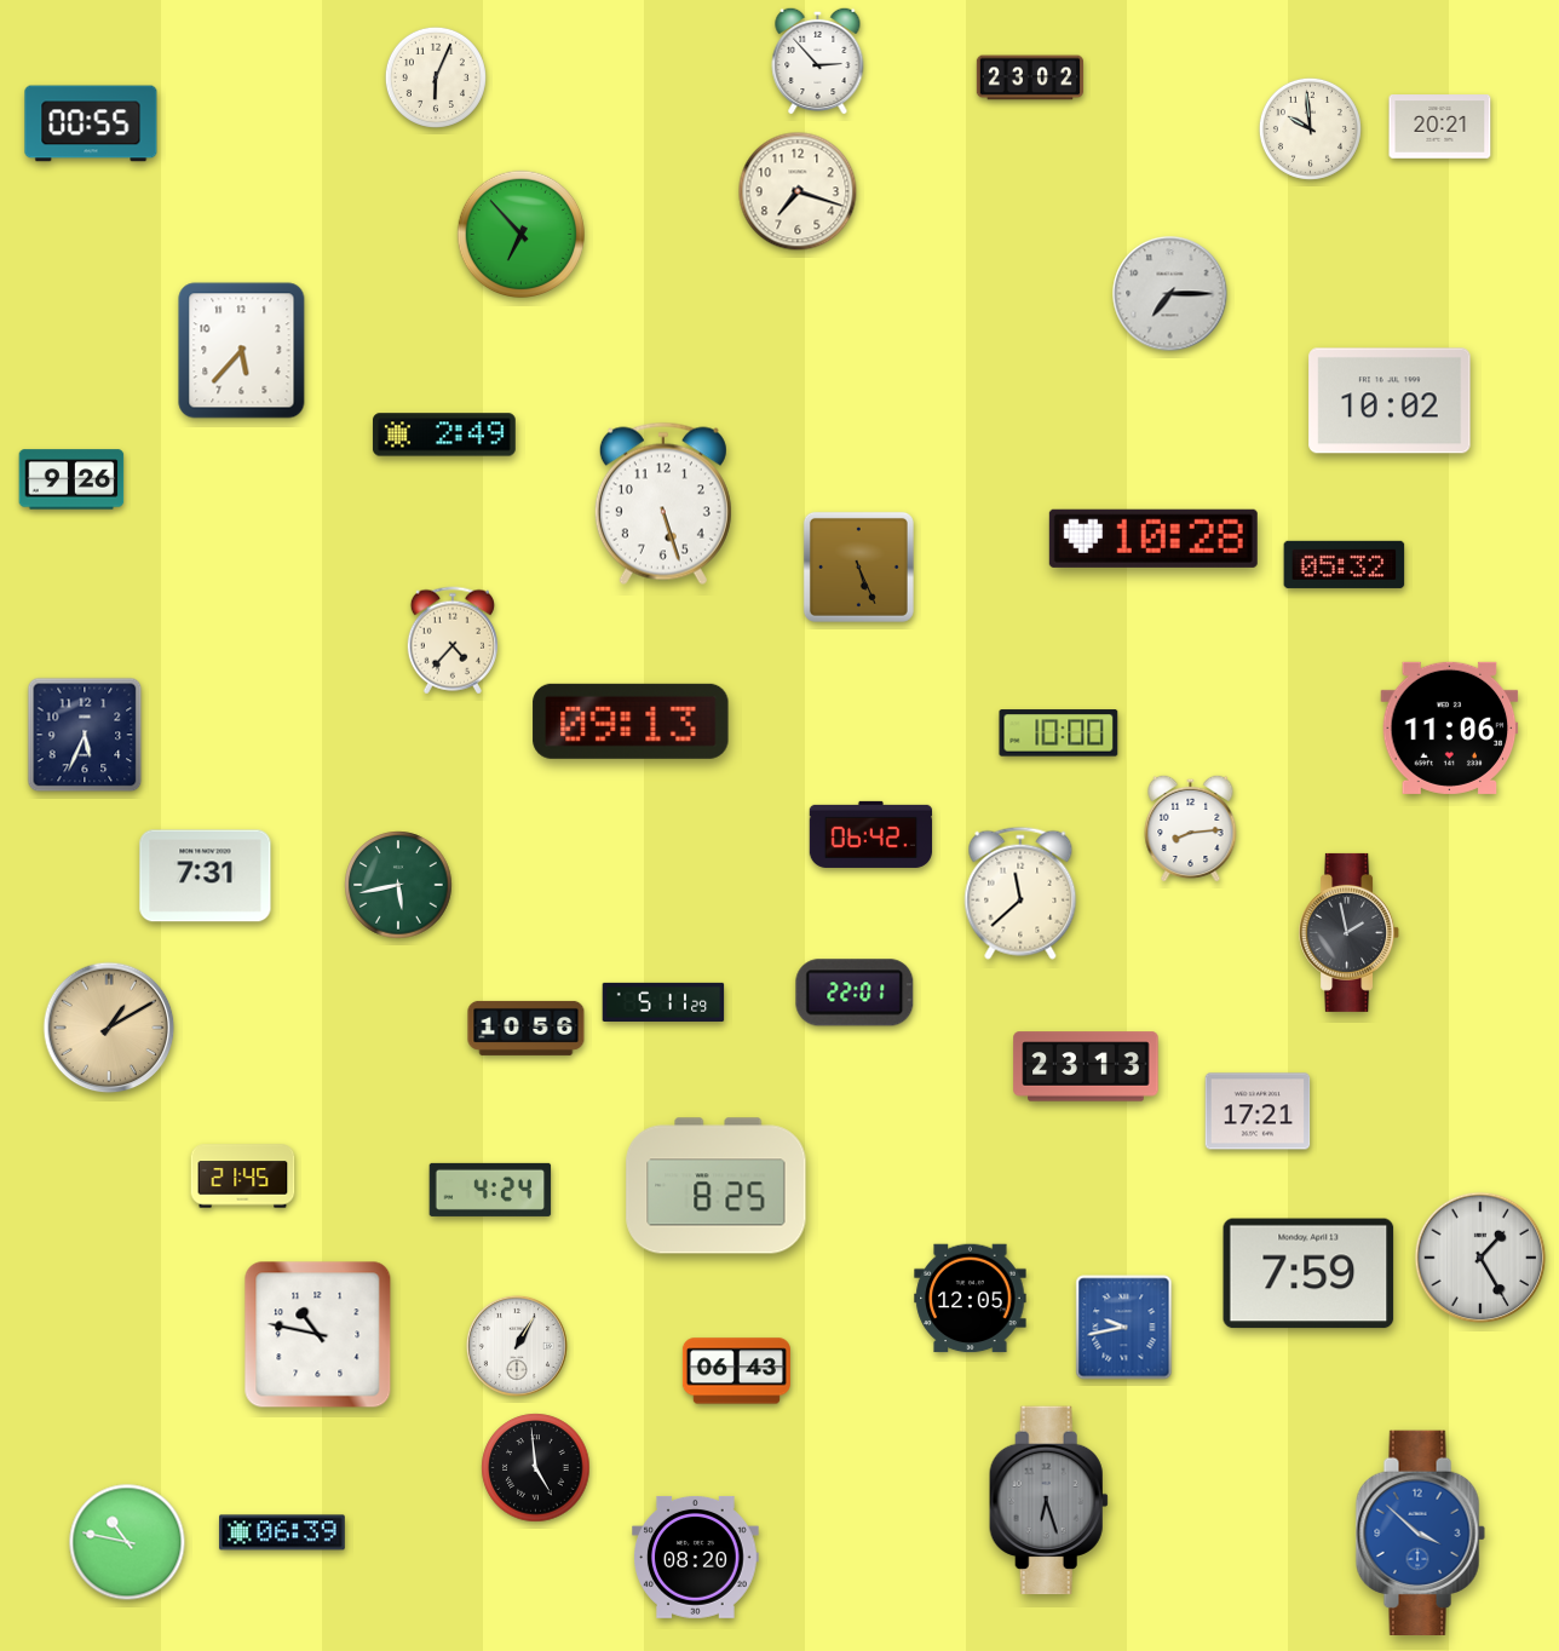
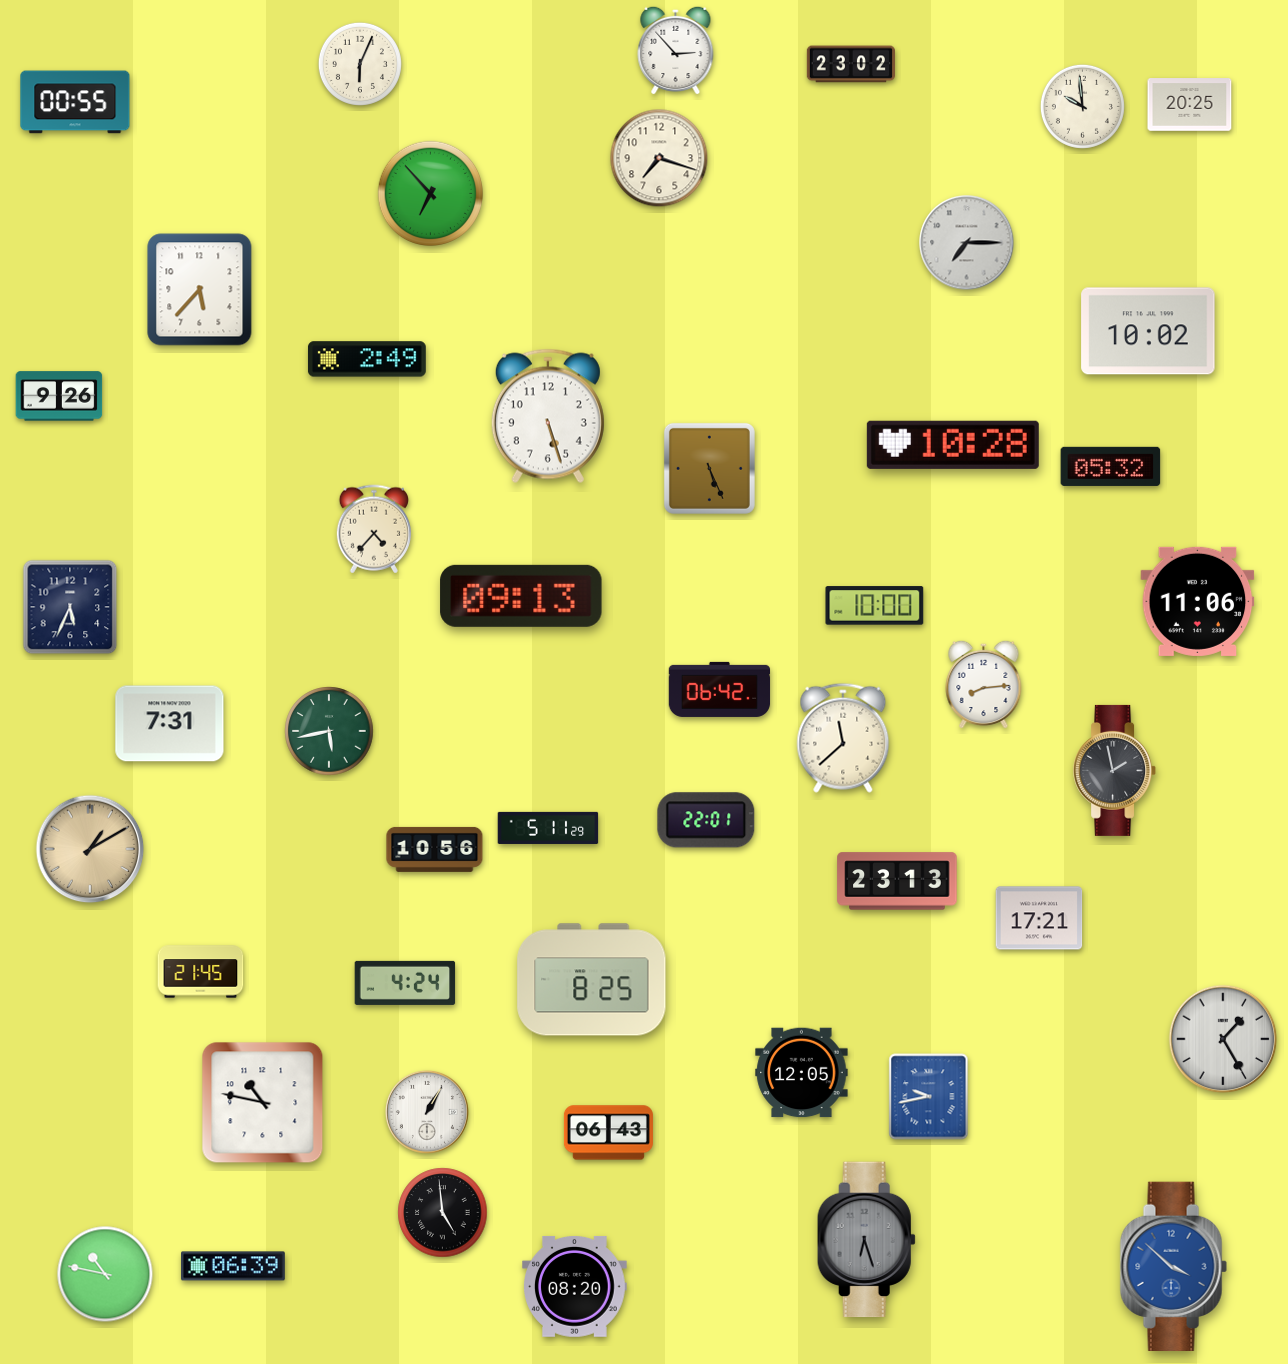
clock at (1440, 127): 20:21 -> 20:25
clock at (1308, 1273): 7:59 -> none
